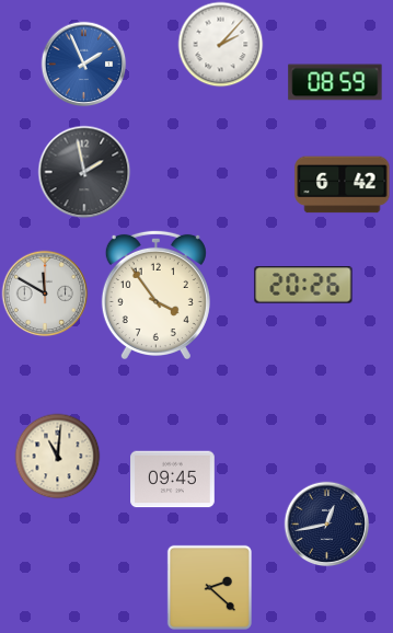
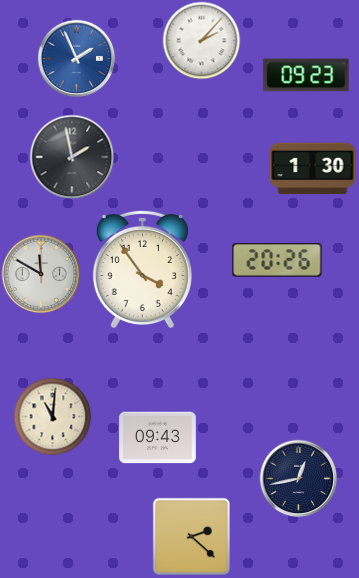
clock at (335, 82): 08:59 -> 09:23
clock at (84, 172) position: (84, 172) -> (72, 157)
clock at (343, 185): 6:42 -> 1:30
clock at (45, 294) position: (45, 294) -> (41, 274)
clock at (173, 480): 09:45 -> 09:43
